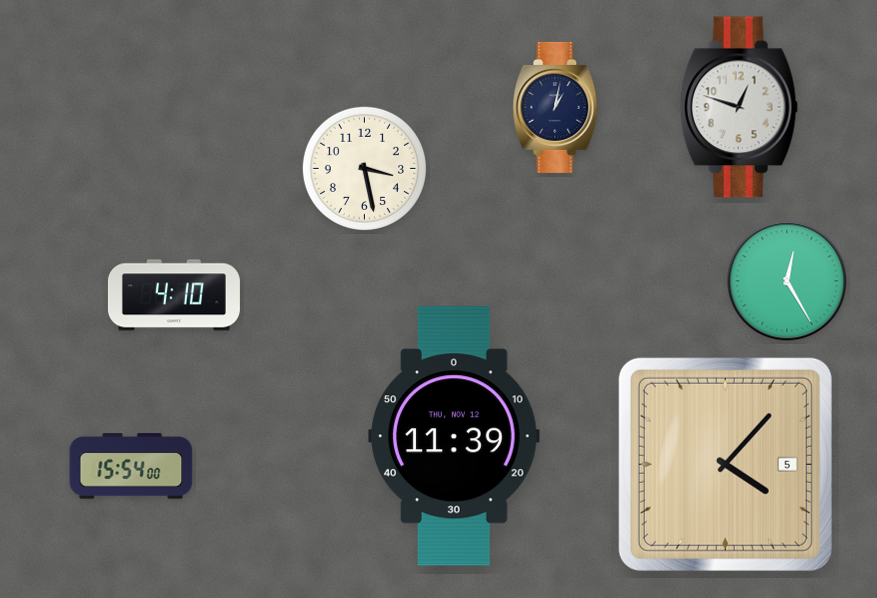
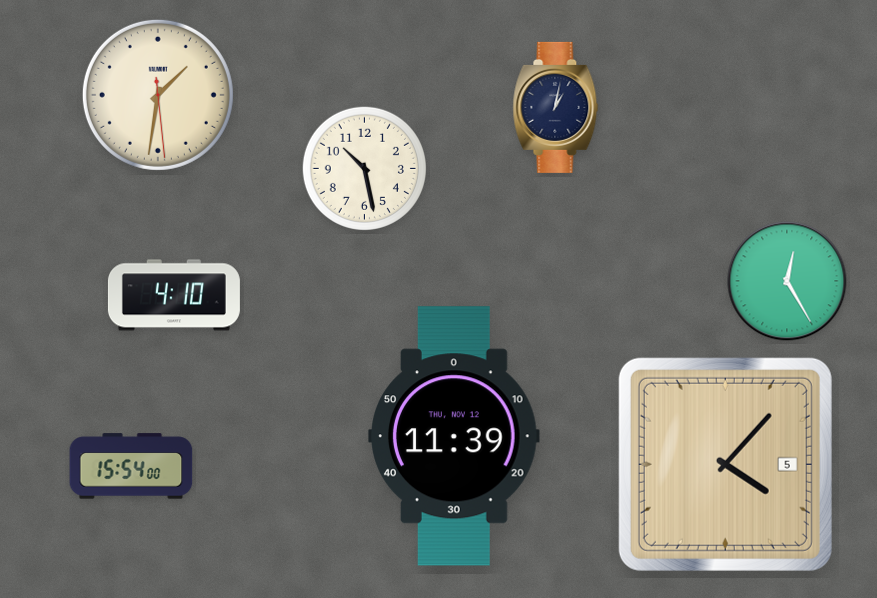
clock at (158, 95): none -> 1:31
clock at (739, 107): 12:48 -> none
clock at (364, 168): 3:28 -> 10:28
